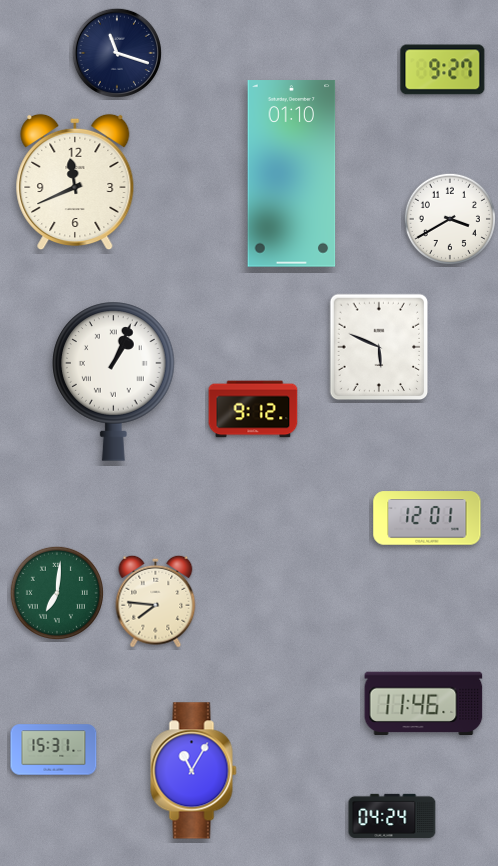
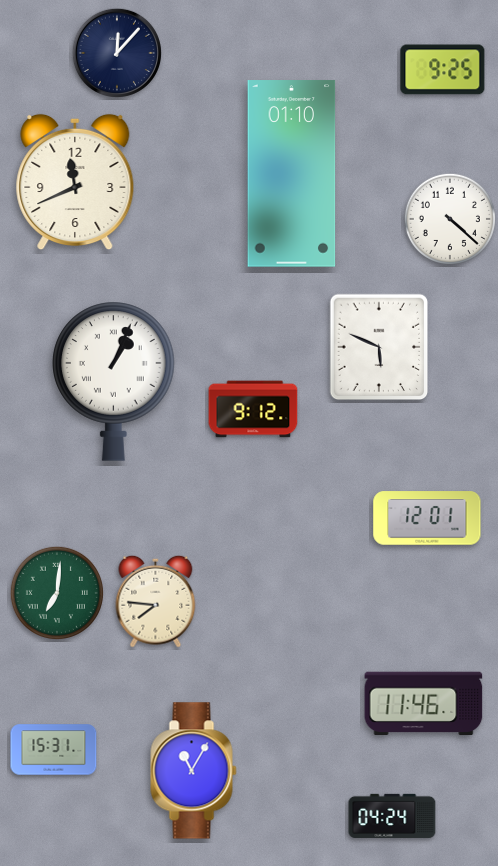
clock at (117, 53): 11:18 -> 12:07
clock at (443, 70): 9:27 -> 9:25
clock at (450, 219): 3:40 -> 4:22
